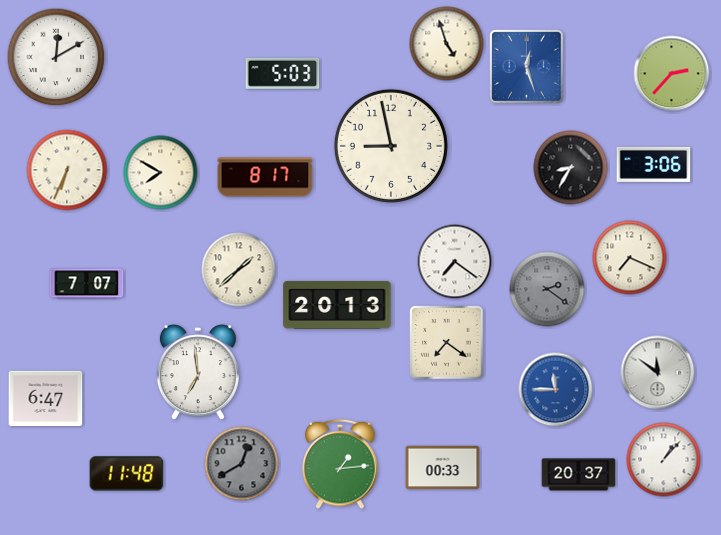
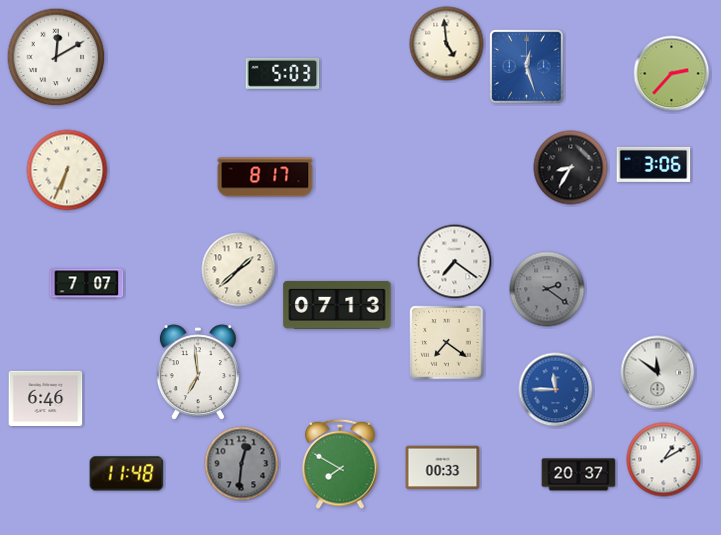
clock at (447, 44): 4:57 -> 4:59
clock at (391, 146): 8:58 -> none
clock at (161, 173): 7:50 -> none
clock at (630, 258): 7:19 -> none
clock at (337, 305): 20:13 -> 07:13
clock at (46, 399): 6:47 -> 6:46
clock at (664, 460): 1:07 -> 1:10
clock at (242, 464): 12:40 -> 12:31
clock at (340, 464): 1:14 -> 7:50
